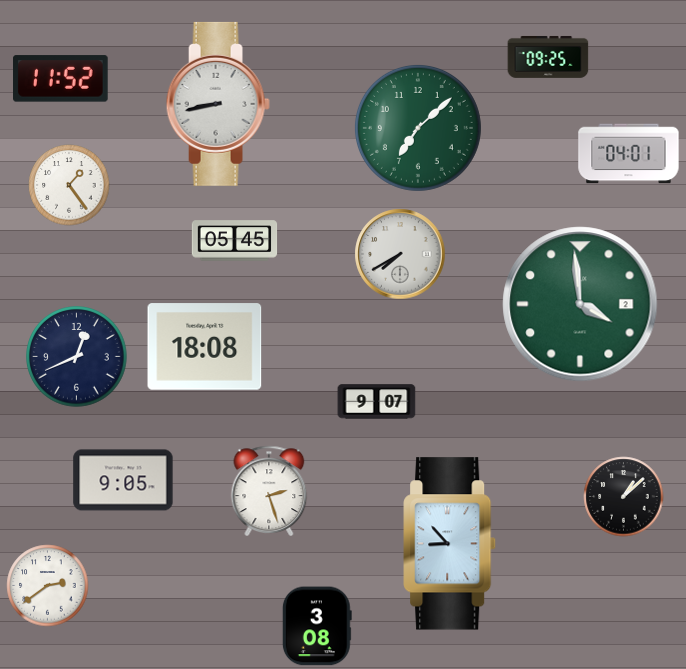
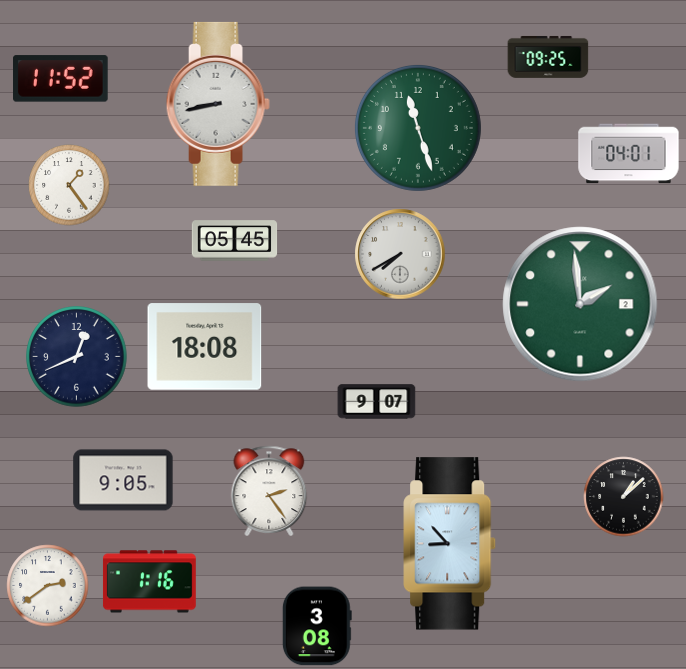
clock at (418, 128): 7:08 -> 11:27
clock at (580, 304): 3:59 -> 1:59
clock at (269, 491): 2:27 -> 2:24
clock at (149, 582): none -> 1:16
